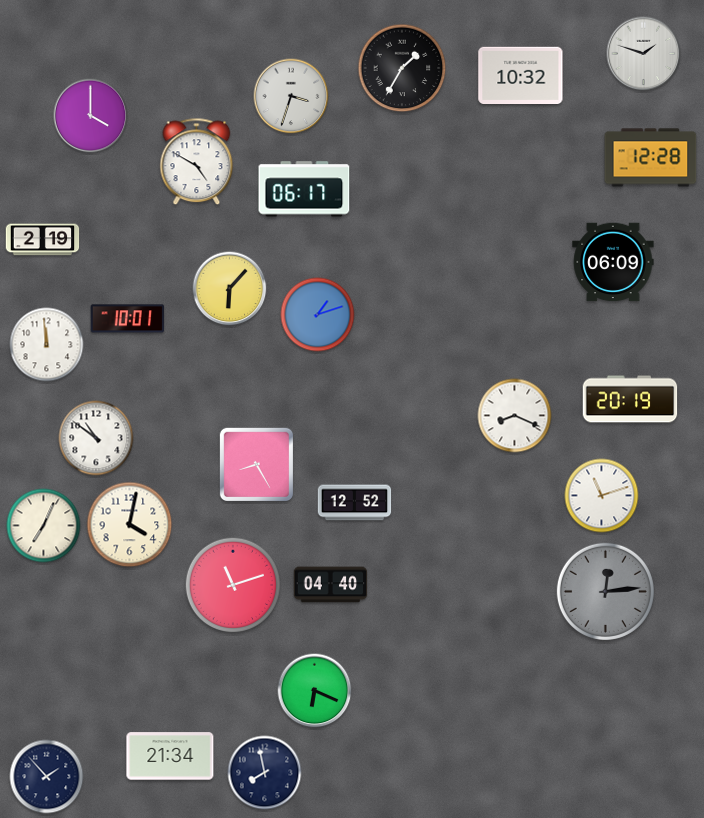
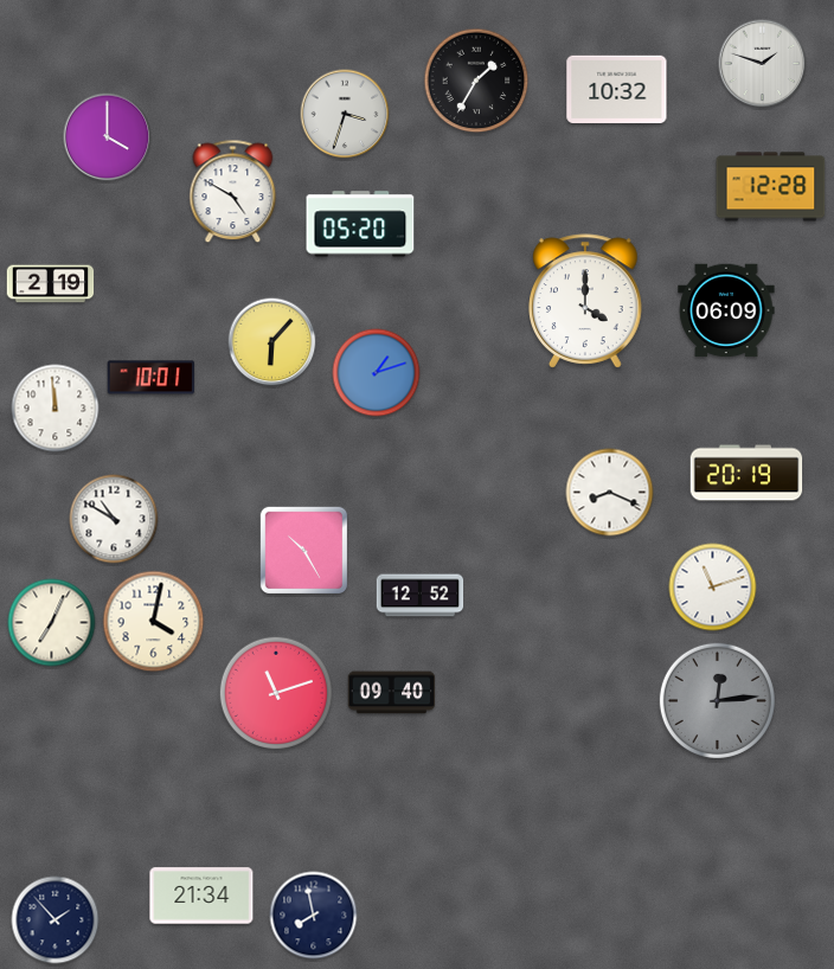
clock at (304, 189): 06:17 -> 05:20
clock at (585, 301): none -> 4:00
clock at (96, 438): 10:51 -> 10:50
clock at (256, 464): 8:25 -> 10:25
clock at (331, 585): 04:40 -> 09:40
clock at (315, 691): 6:19 -> none
